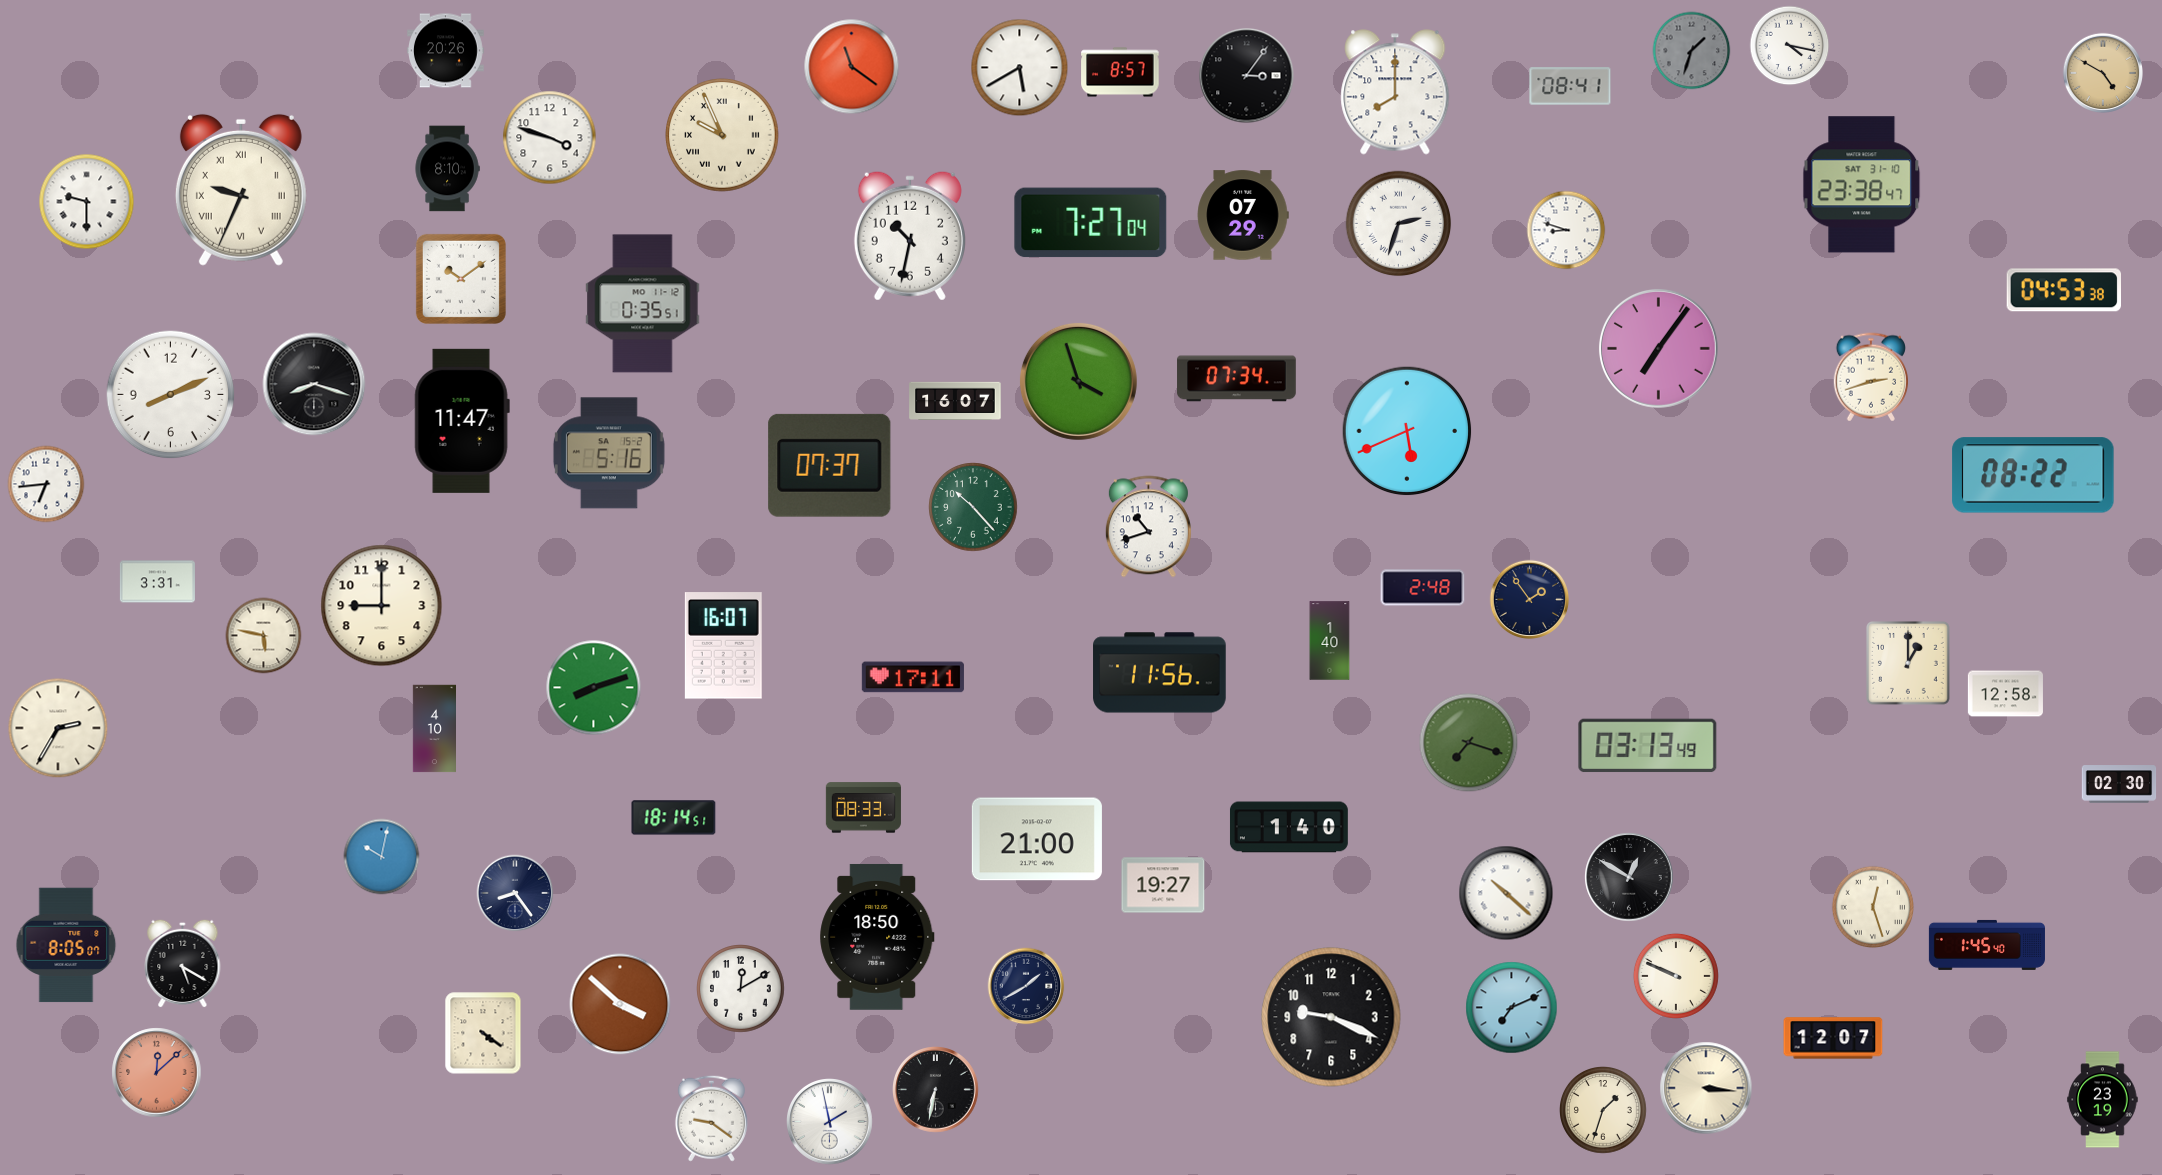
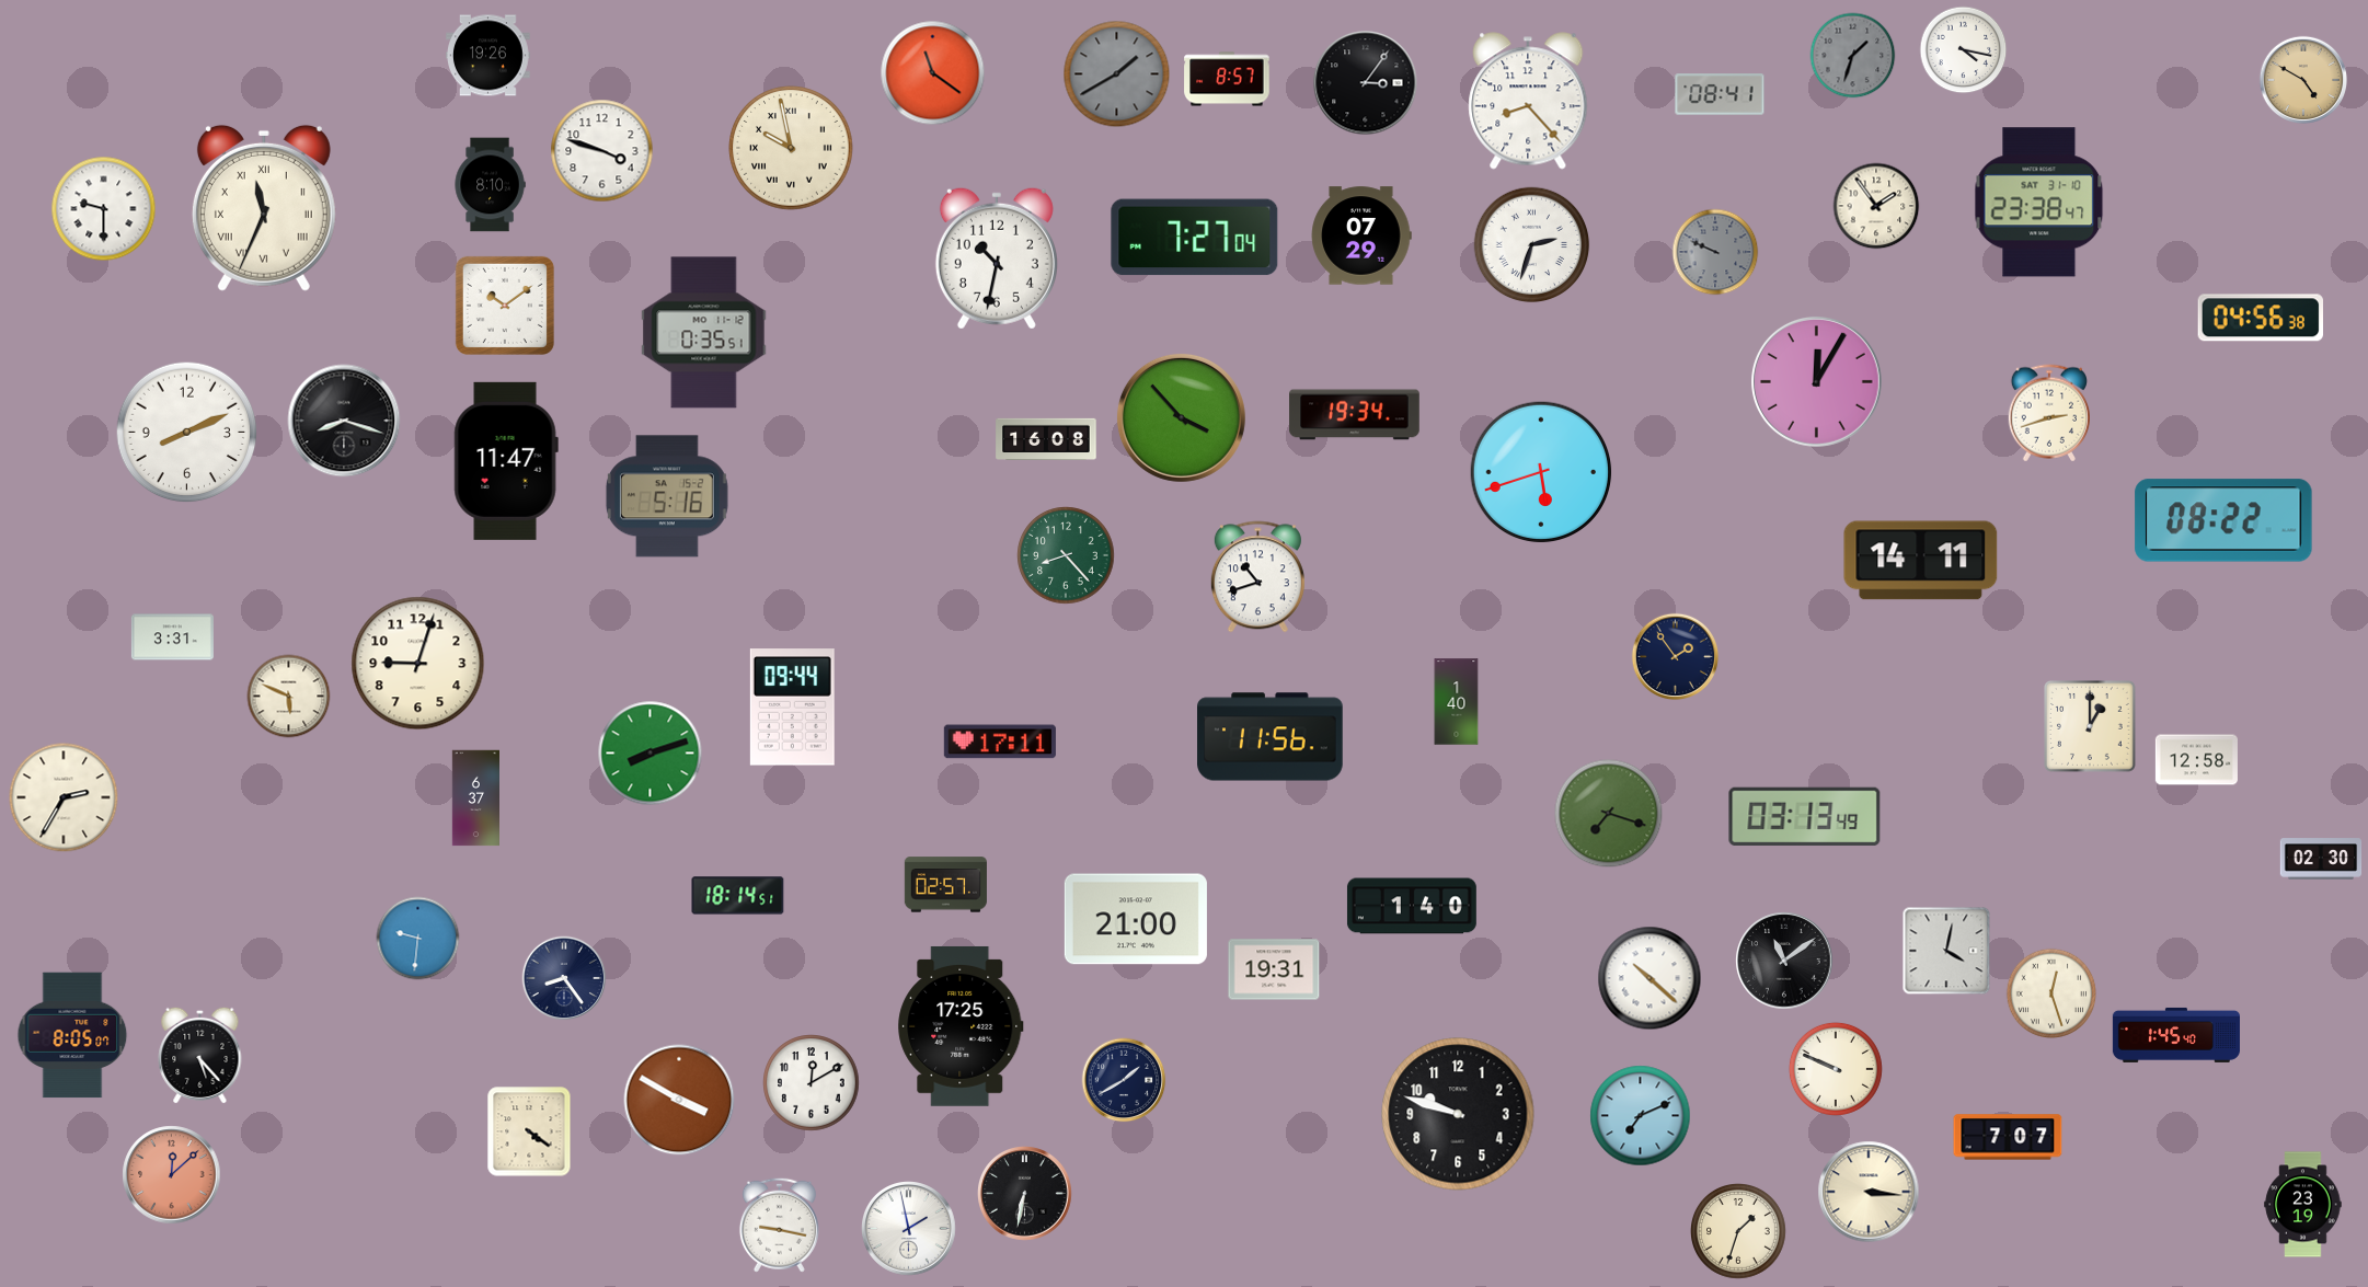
clock at (1790, 46) position: (1790, 46) -> (1964, 50)
clock at (446, 51): 20:26 -> 19:26
clock at (1020, 68): 5:40 -> 1:40
clock at (1020, 68) dial: white -> grey
clock at (1395, 92): 8:00 -> 8:23
clock at (722, 135): 9:56 -> 9:58
clock at (1876, 206): none -> 1:54
clock at (241, 190): 9:34 -> 11:34
clock at (87, 202) position: (87, 202) -> (104, 209)
clock at (1091, 223) position: (1091, 223) -> (1195, 238)
clock at (1566, 230): 8:48 -> 9:49
clock at (1566, 230) dial: white -> grey
clock at (2063, 290): 04:53 -> 04:56
clock at (1658, 348): 7:06 -> 12:05
clock at (1237, 379): 07:34 -> 19:34
clock at (1078, 381): 3:57 -> 3:53
clock at (955, 400): 16:07 -> 16:08
clock at (1407, 431): 5:41 -> 5:42
clock at (830, 465): 07:37 -> none
clock at (2033, 475) position: (2033, 475) -> (2223, 520)
clock at (46, 484): 6:44 -> none
clock at (973, 507): 10:23 -> 8:23
clock at (1921, 561): none -> 14:11
clock at (1423, 588): 2:48 -> none
clock at (382, 606): 9:00 -> 9:03
clock at (264, 636): 5:47 -> 5:49
clock at (723, 646): 16:07 -> 09:44
clock at (434, 729): 4:10 -> 6:37
clock at (863, 808): 08:33 -> 02:57
clock at (382, 857): 10:02 -> 9:31
clock at (1946, 951): none -> 4:02
clock at (1629, 877): 12:50 -> 11:09
clock at (1163, 885): 19:27 -> 19:31
clock at (877, 937): 18:50 -> 17:25
clock at (183, 963): 5:20 -> 5:23
clock at (620, 1004): 3:52 -> 3:50
clock at (1512, 1008) position: (1512, 1008) -> (1641, 1116)
clock at (1331, 1017): 9:19 -> 9:48
clock at (1833, 1038): 12:07 -> 7:07
clock at (1604, 1111) position: (1604, 1111) -> (1739, 1232)
clock at (711, 1118): 9:21 -> 9:17
